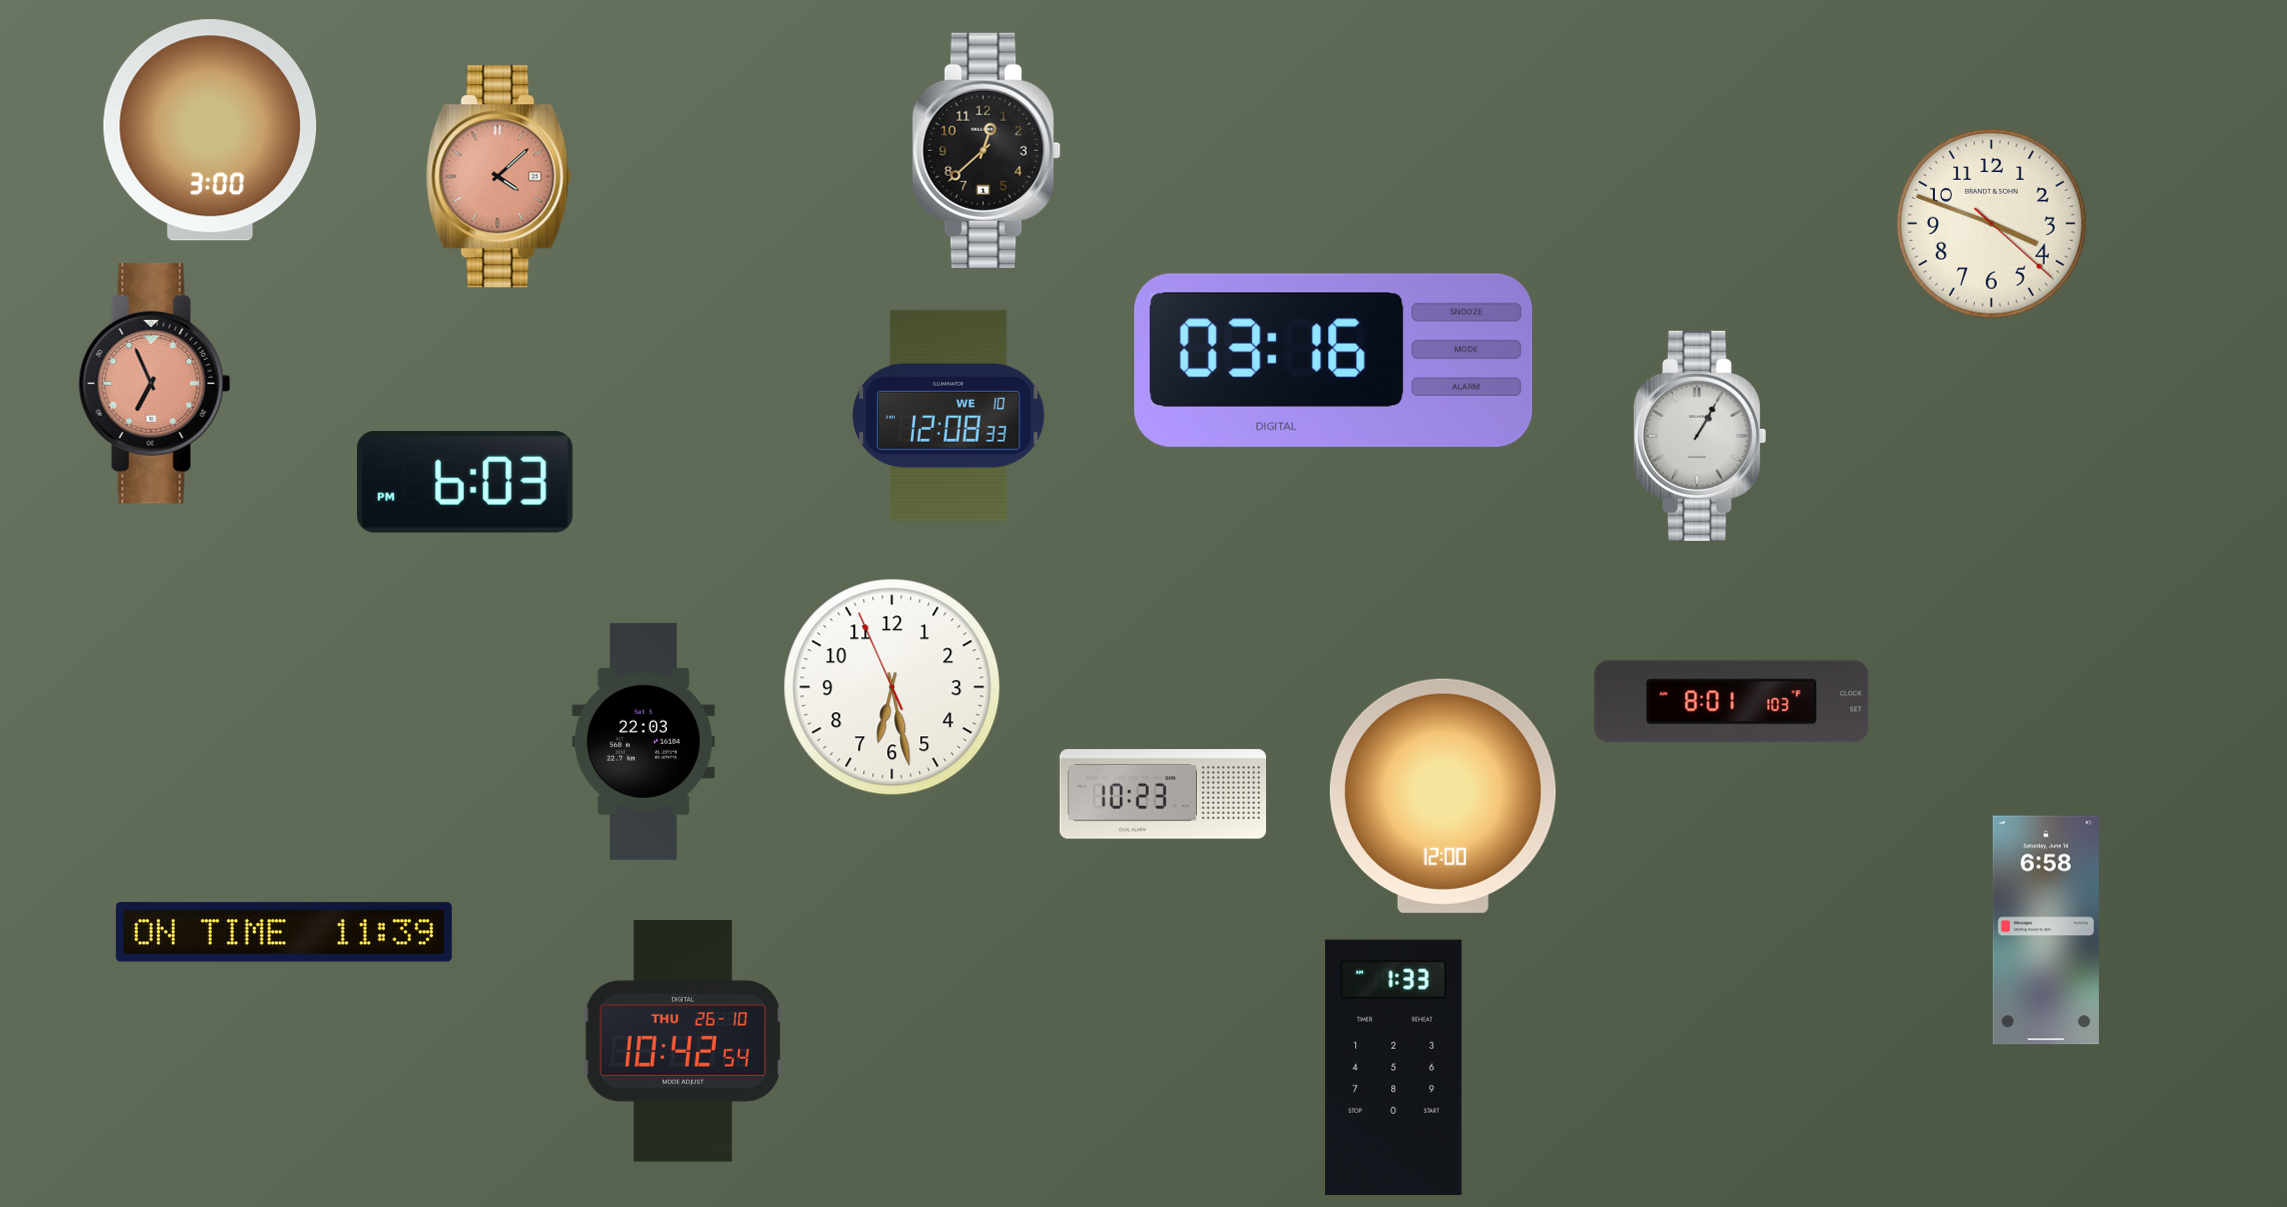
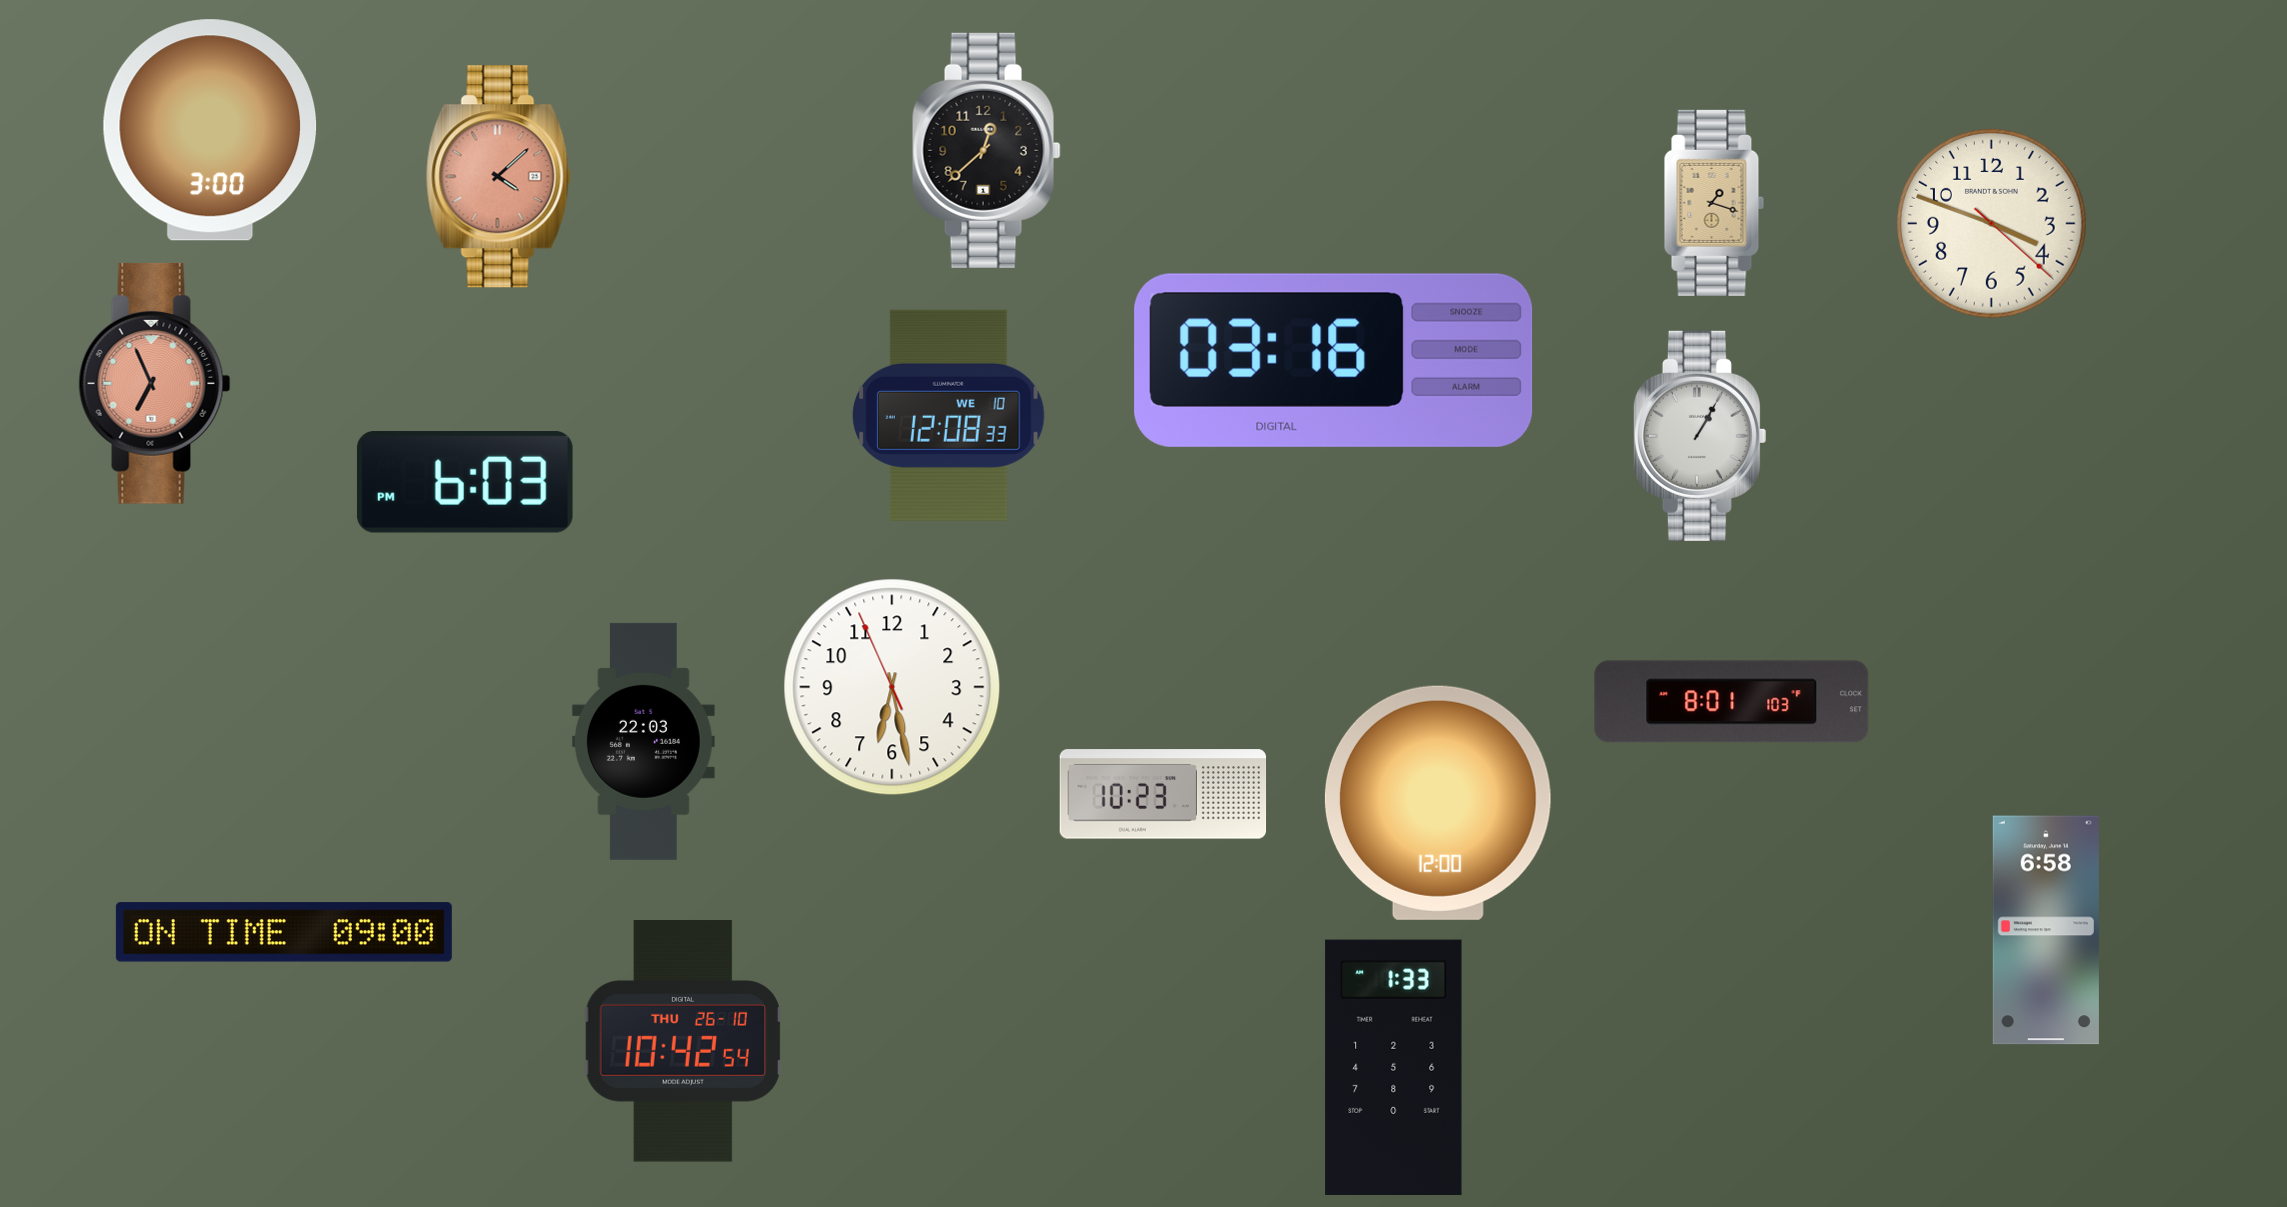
clock at (1714, 203): none -> 1:18
clock at (1443, 796) position: (1443, 796) -> (1438, 803)
clock at (284, 932): 11:39 -> 09:00
